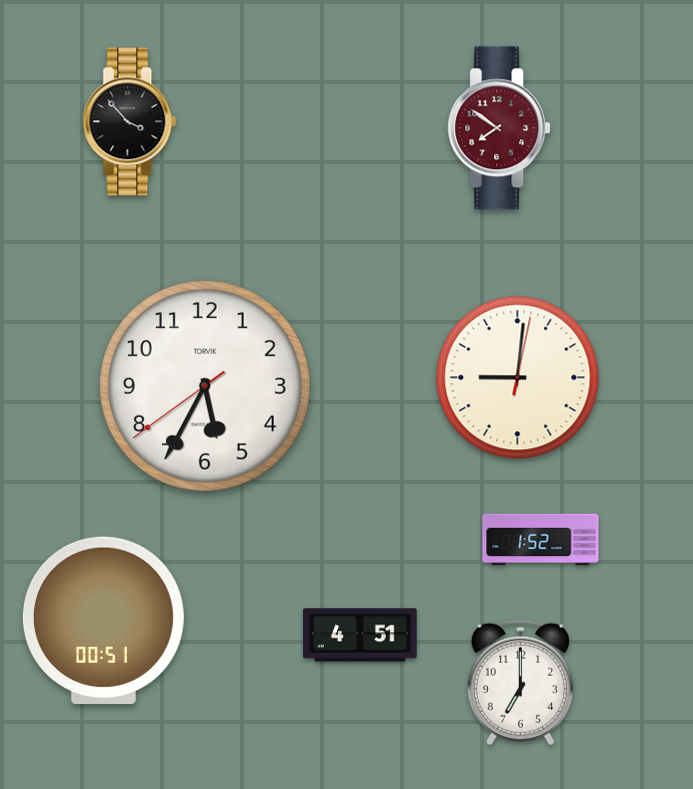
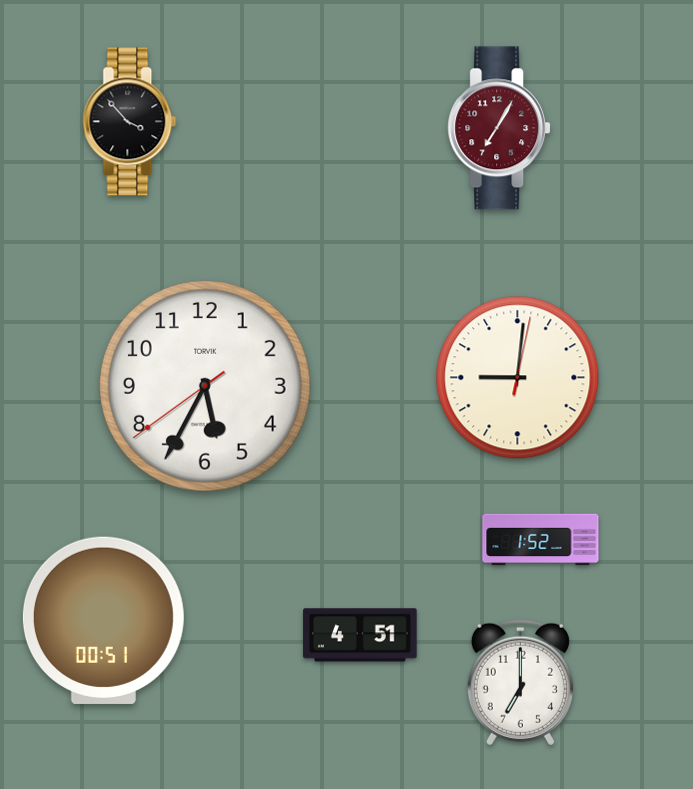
clock at (499, 128): 7:51 -> 7:05
